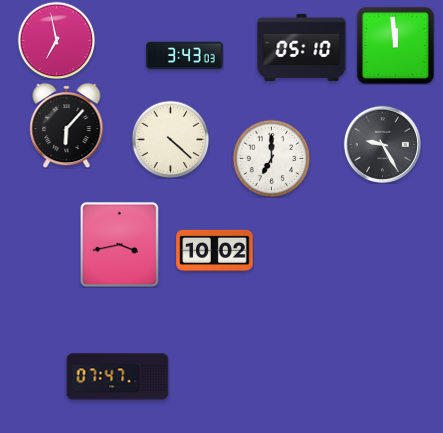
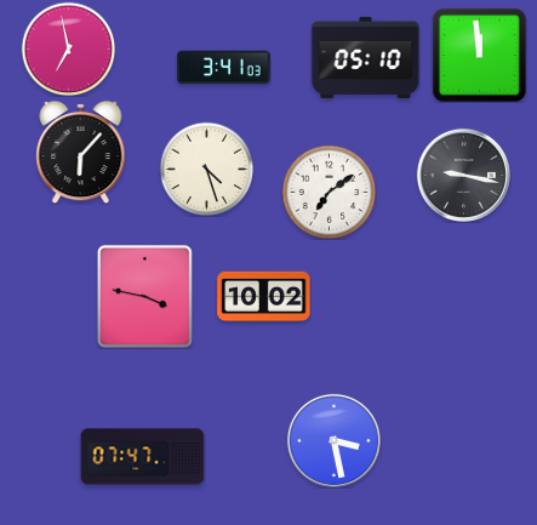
clock at (185, 56): 3:43 -> 3:41
clock at (170, 139): 4:22 -> 4:27
clock at (382, 144): 9:25 -> 9:17
clock at (271, 158): 7:00 -> 7:09
clock at (119, 244): 3:43 -> 3:47
clock at (215, 250) position: (215, 250) -> (264, 296)
clock at (333, 440): none -> 3:28
